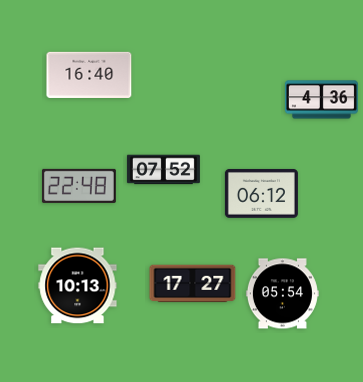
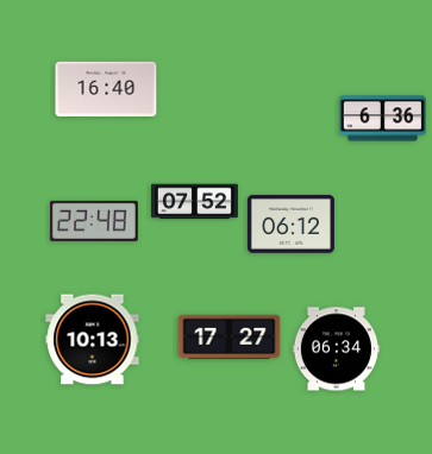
clock at (321, 100): 4:36 -> 6:36
clock at (261, 193) position: (261, 193) -> (290, 223)
clock at (282, 294): 05:54 -> 06:34
